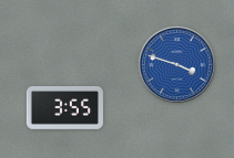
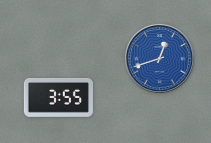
clock at (176, 64): 3:48 -> 12:42
